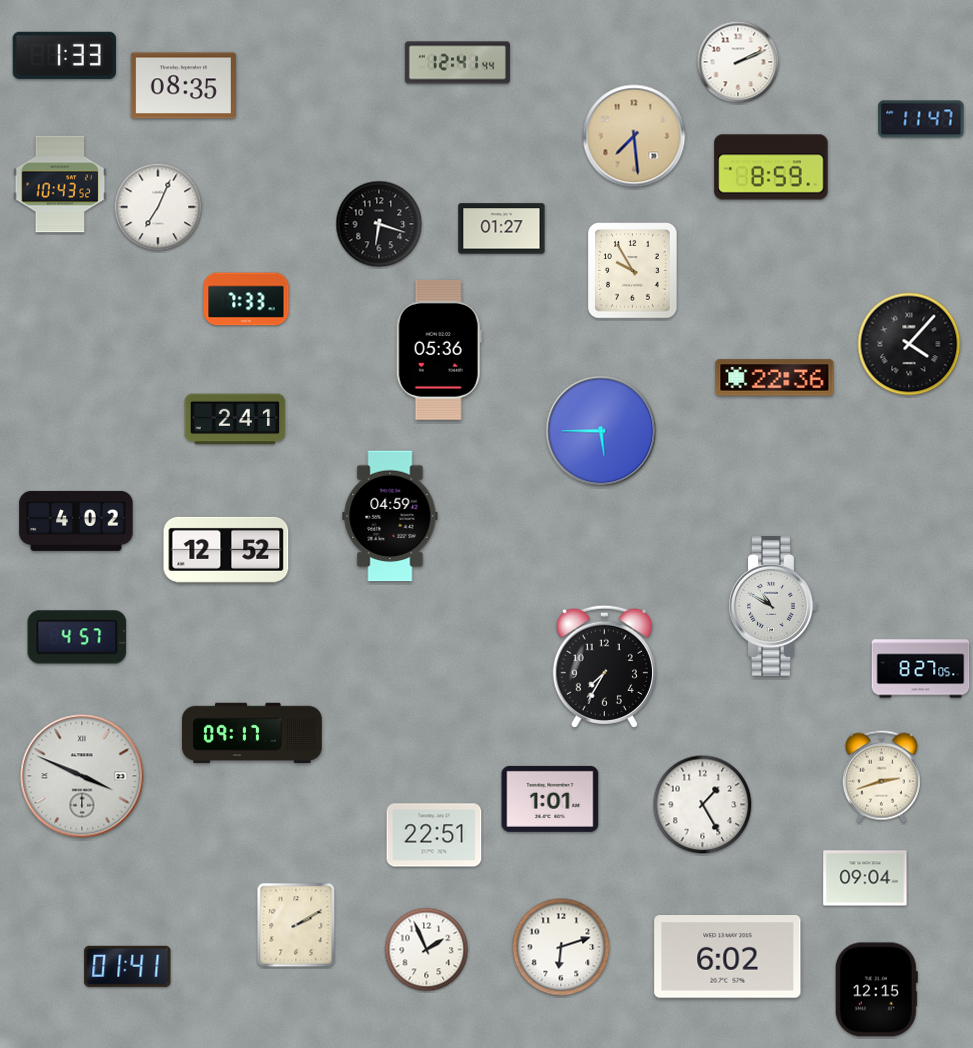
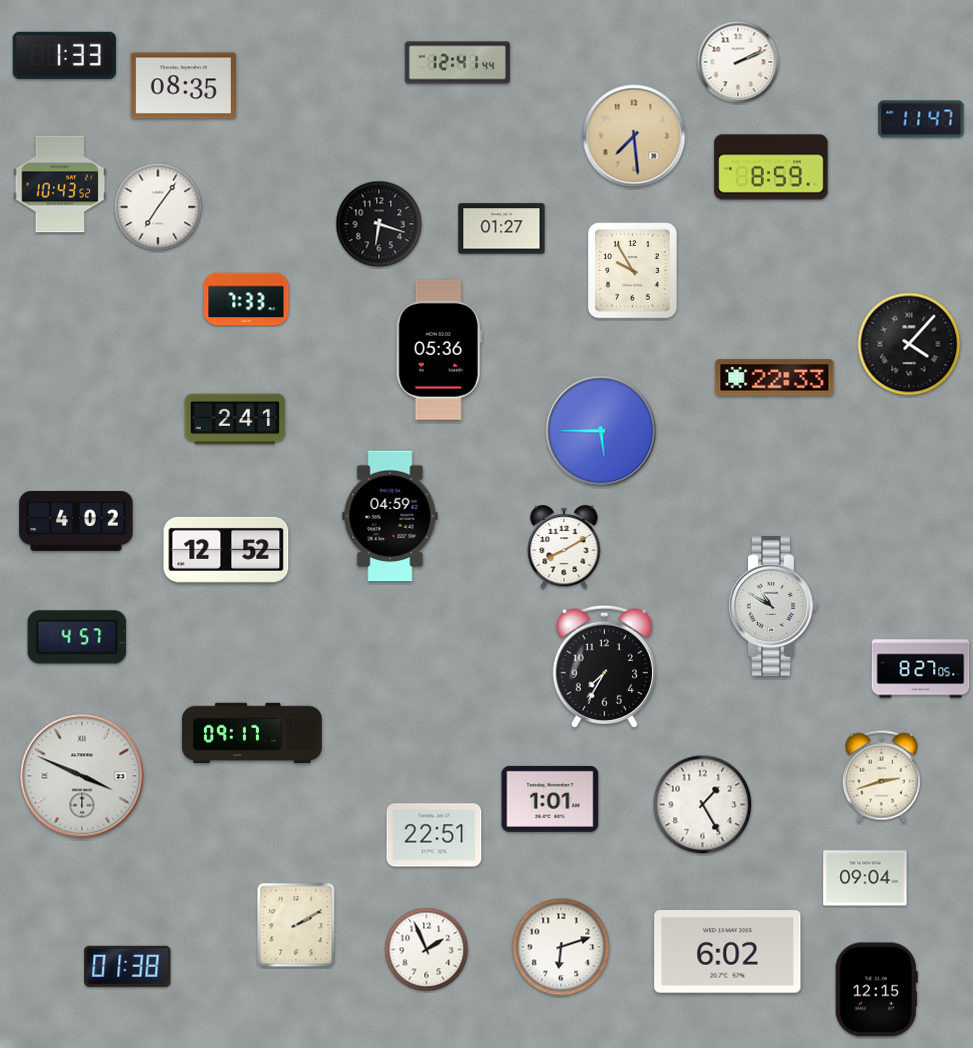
clock at (158, 207): 7:04 -> 7:06
clock at (775, 378): 22:36 -> 22:33
clock at (564, 547): none -> 8:10
clock at (728, 957) position: (728, 957) -> (728, 952)
clock at (128, 966): 01:41 -> 01:38
